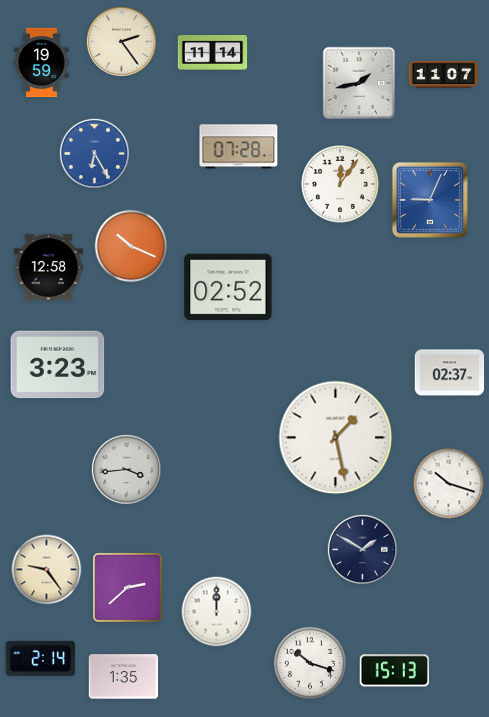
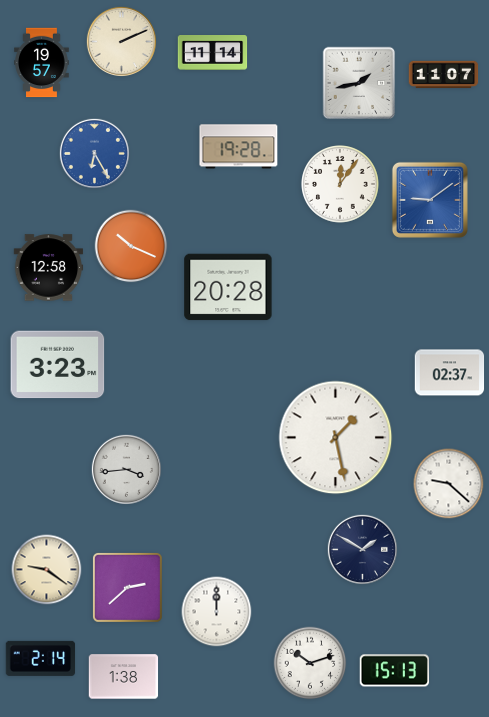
clock at (121, 41): 2:24 -> 2:11
clock at (42, 63): 19:59 -> 19:57
clock at (239, 147): 07:28 -> 19:28
clock at (430, 200): 9:04 -> 9:09
clock at (228, 287): 02:52 -> 20:28
clock at (449, 484): 10:18 -> 9:22
clock at (47, 570): 9:24 -> 9:21
clock at (310, 663): 10:18 -> 10:12
clock at (124, 677): 1:35 -> 1:38
